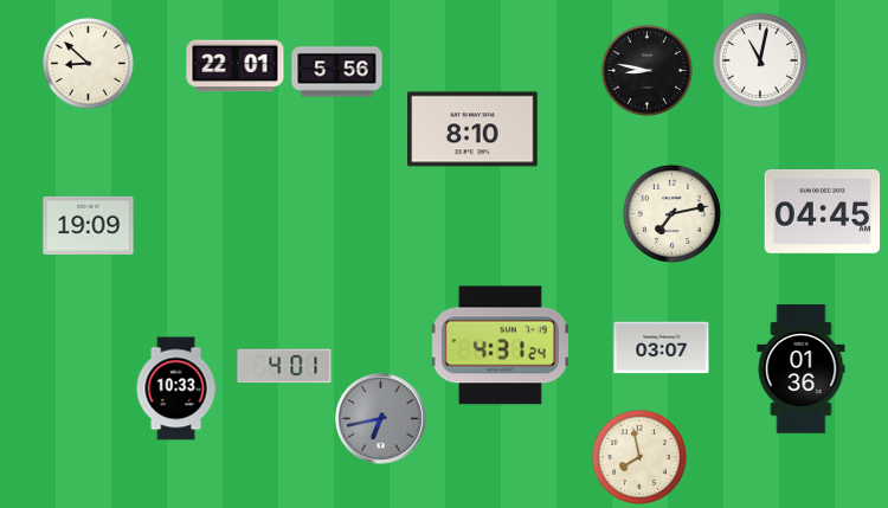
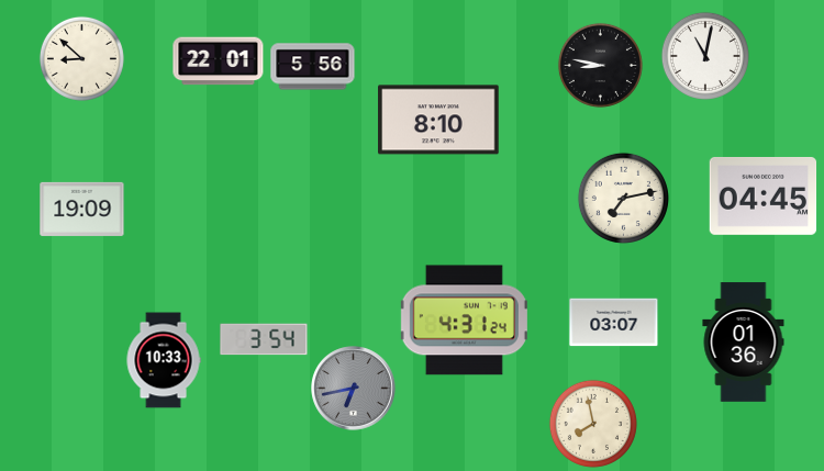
clock at (284, 366): 4:01 -> 3:54
